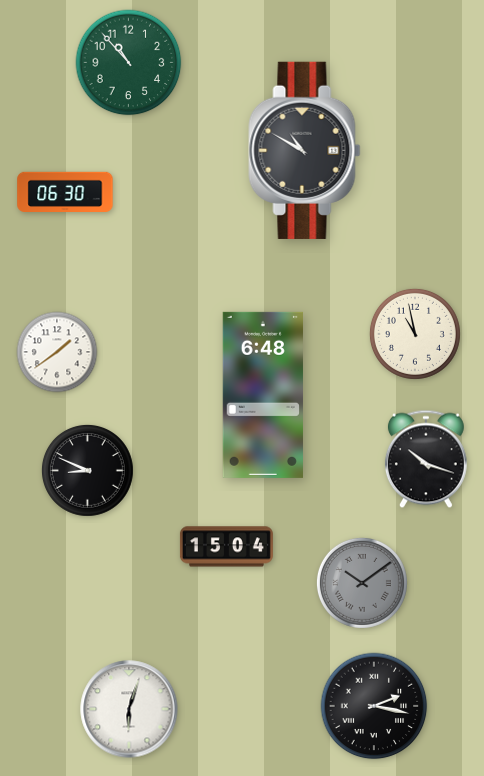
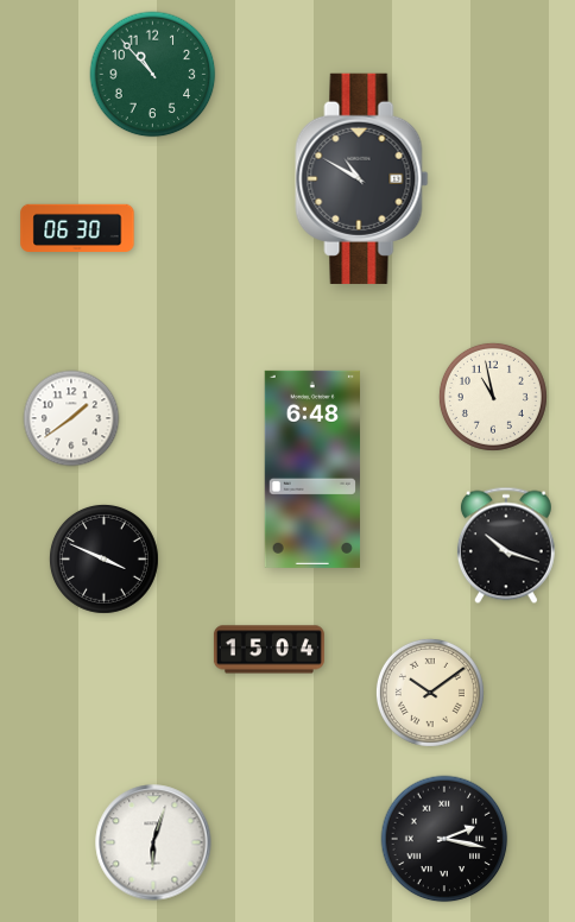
clock at (57, 352) position: (57, 352) -> (71, 418)
clock at (87, 470): 8:49 -> 3:49
clock at (362, 583) dial: grey -> cream
